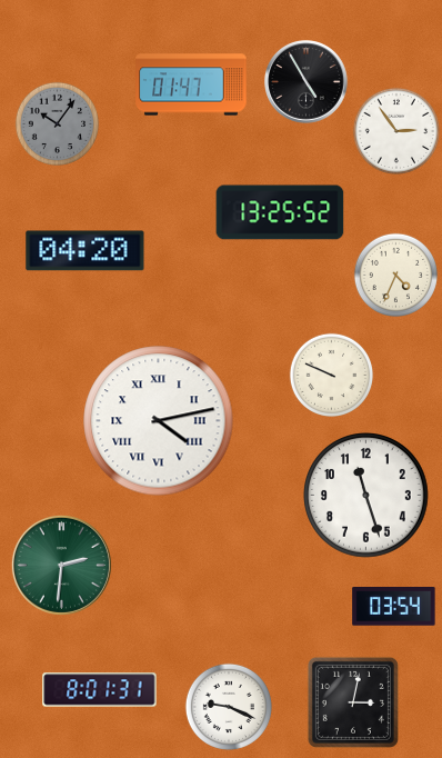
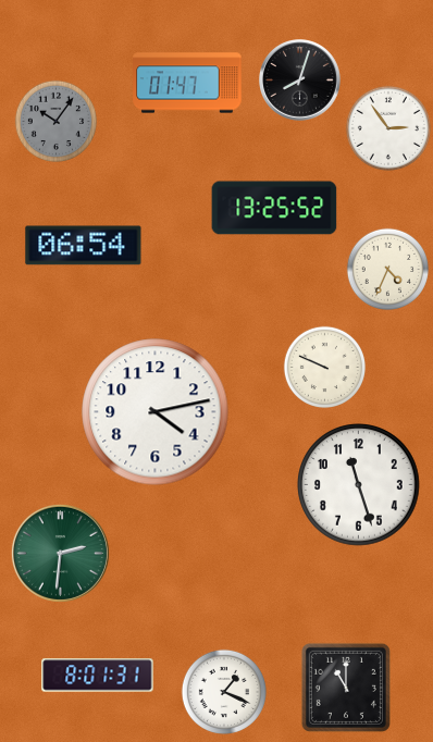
clock at (307, 82): 4:55 -> 8:03
clock at (86, 251): 04:20 -> 06:54
clock at (159, 421) numerals: Roman -> Arabic
clock at (394, 607): 03:54 -> none
clock at (353, 702): 3:02 -> 11:00
clock at (229, 707): 9:19 -> 1:19
